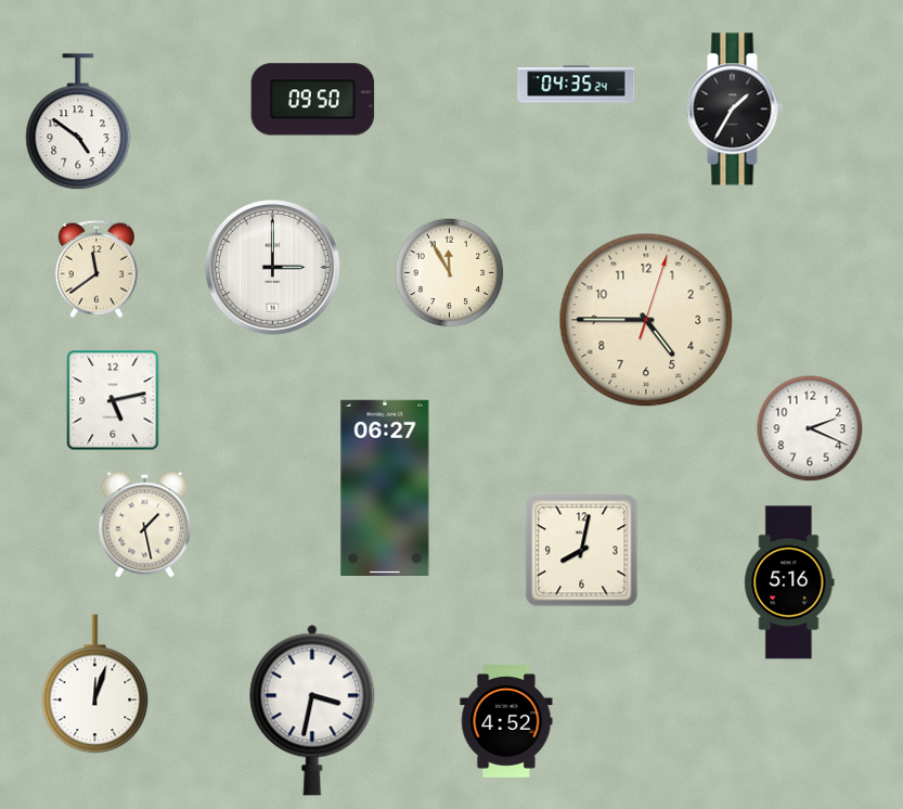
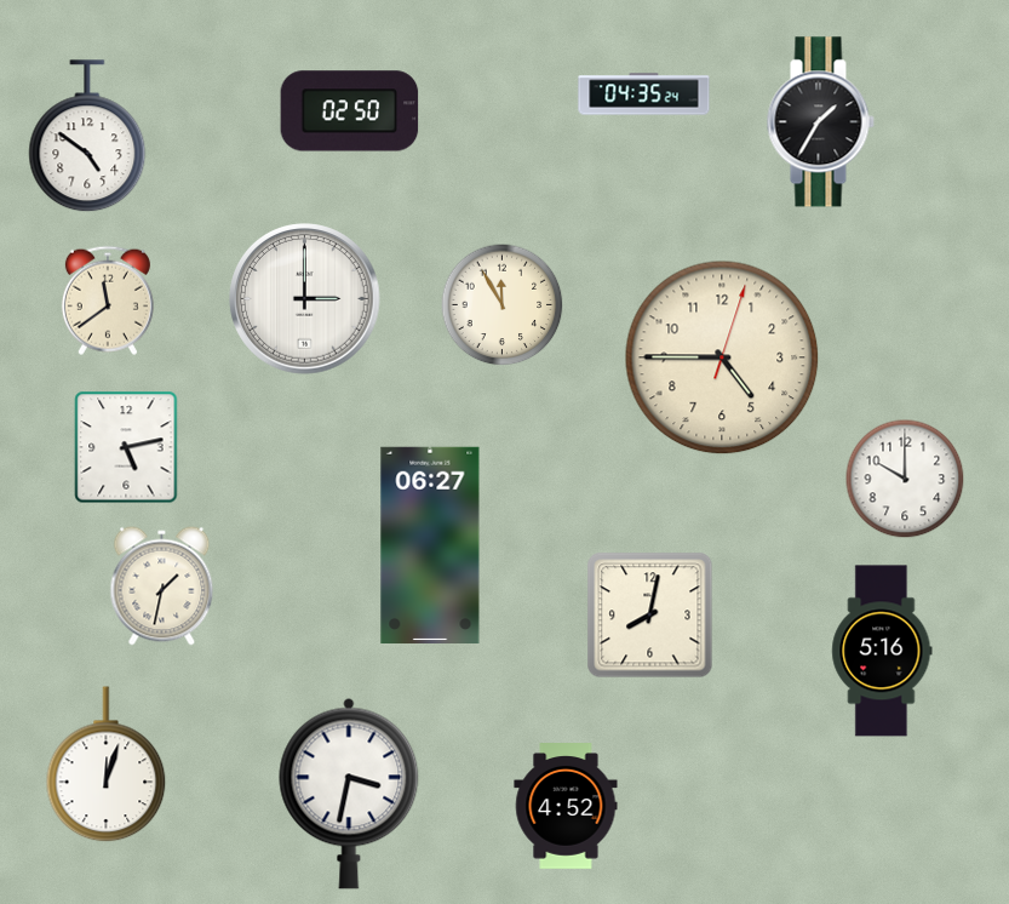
clock at (313, 100): 09:50 -> 02:50
clock at (810, 428): 2:19 -> 10:00
clock at (145, 525): 1:28 -> 1:32
